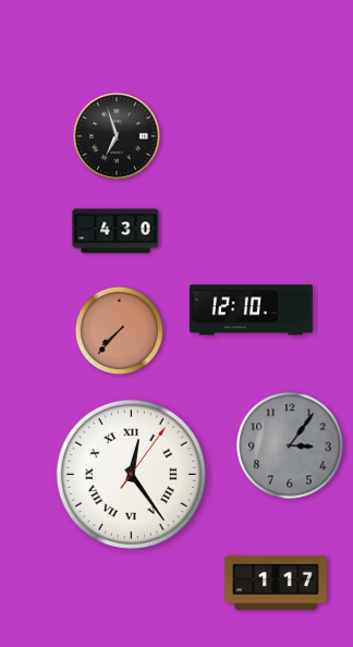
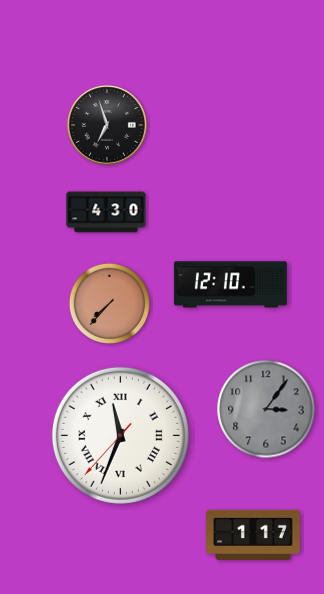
clock at (131, 474): 12:24 -> 11:33
